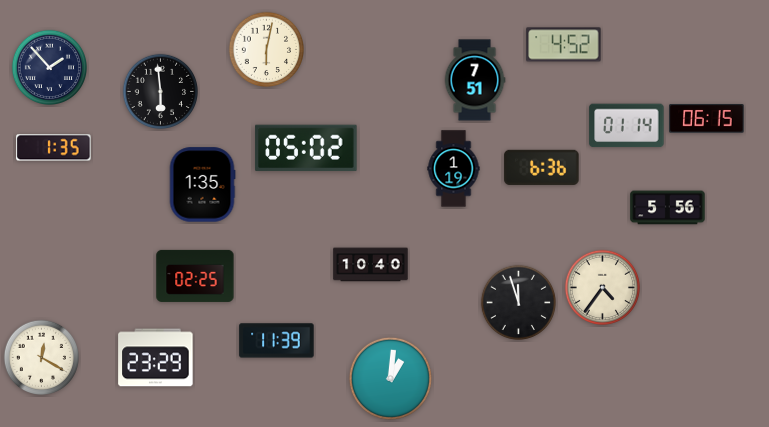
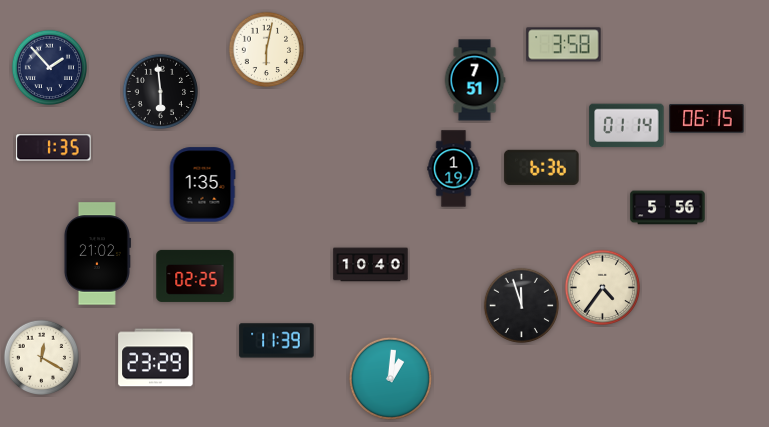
clock at (564, 45): 4:52 -> 3:58
clock at (306, 148): 05:02 -> none
clock at (97, 254): none -> 21:02
clock at (519, 303) position: (519, 303) -> (522, 306)
